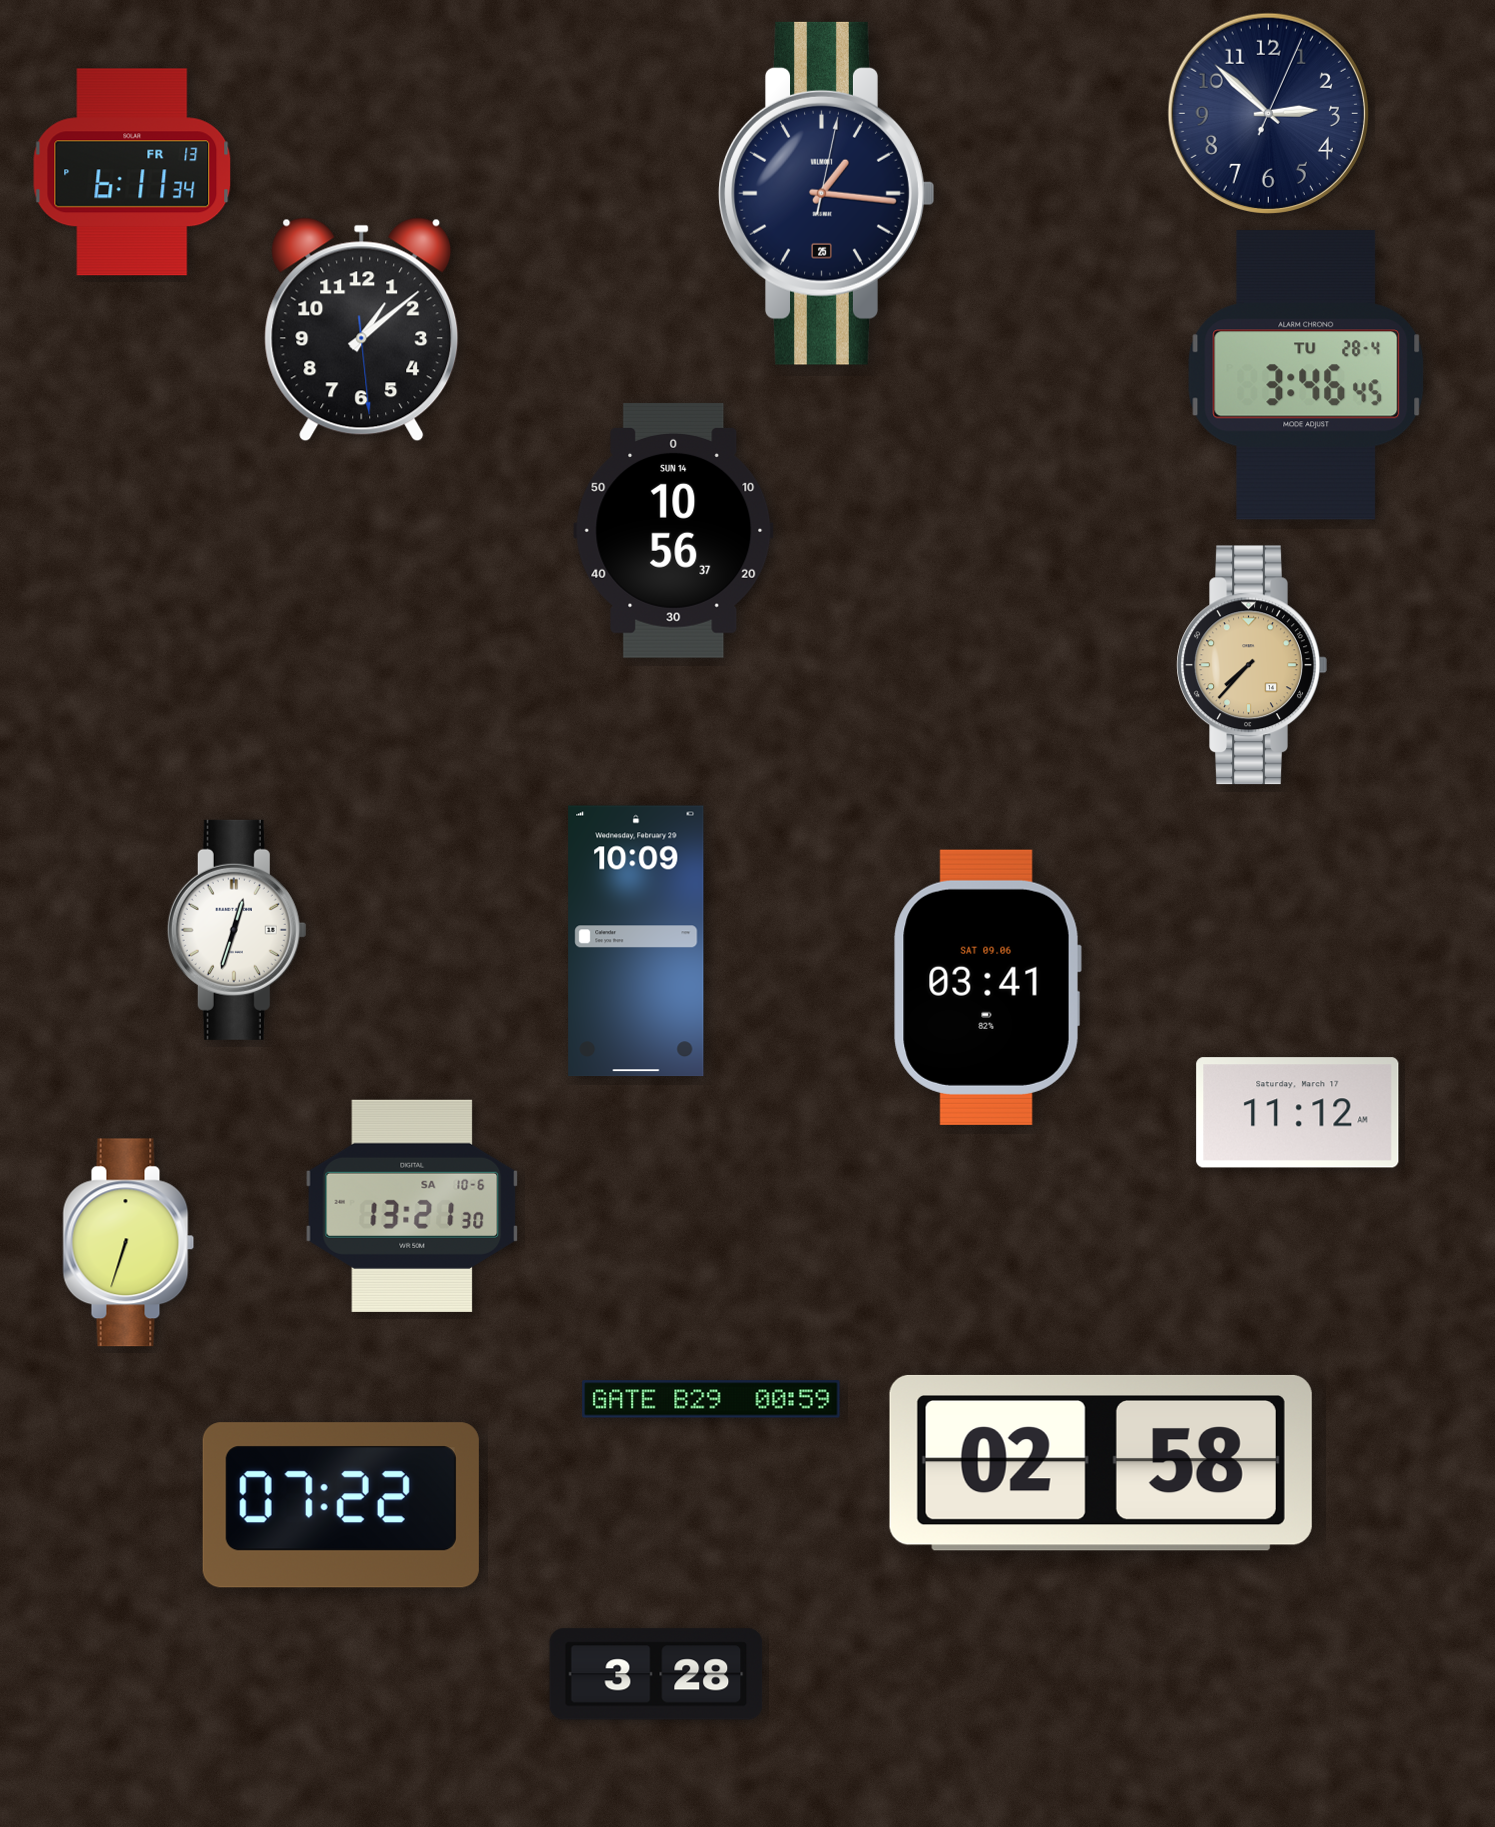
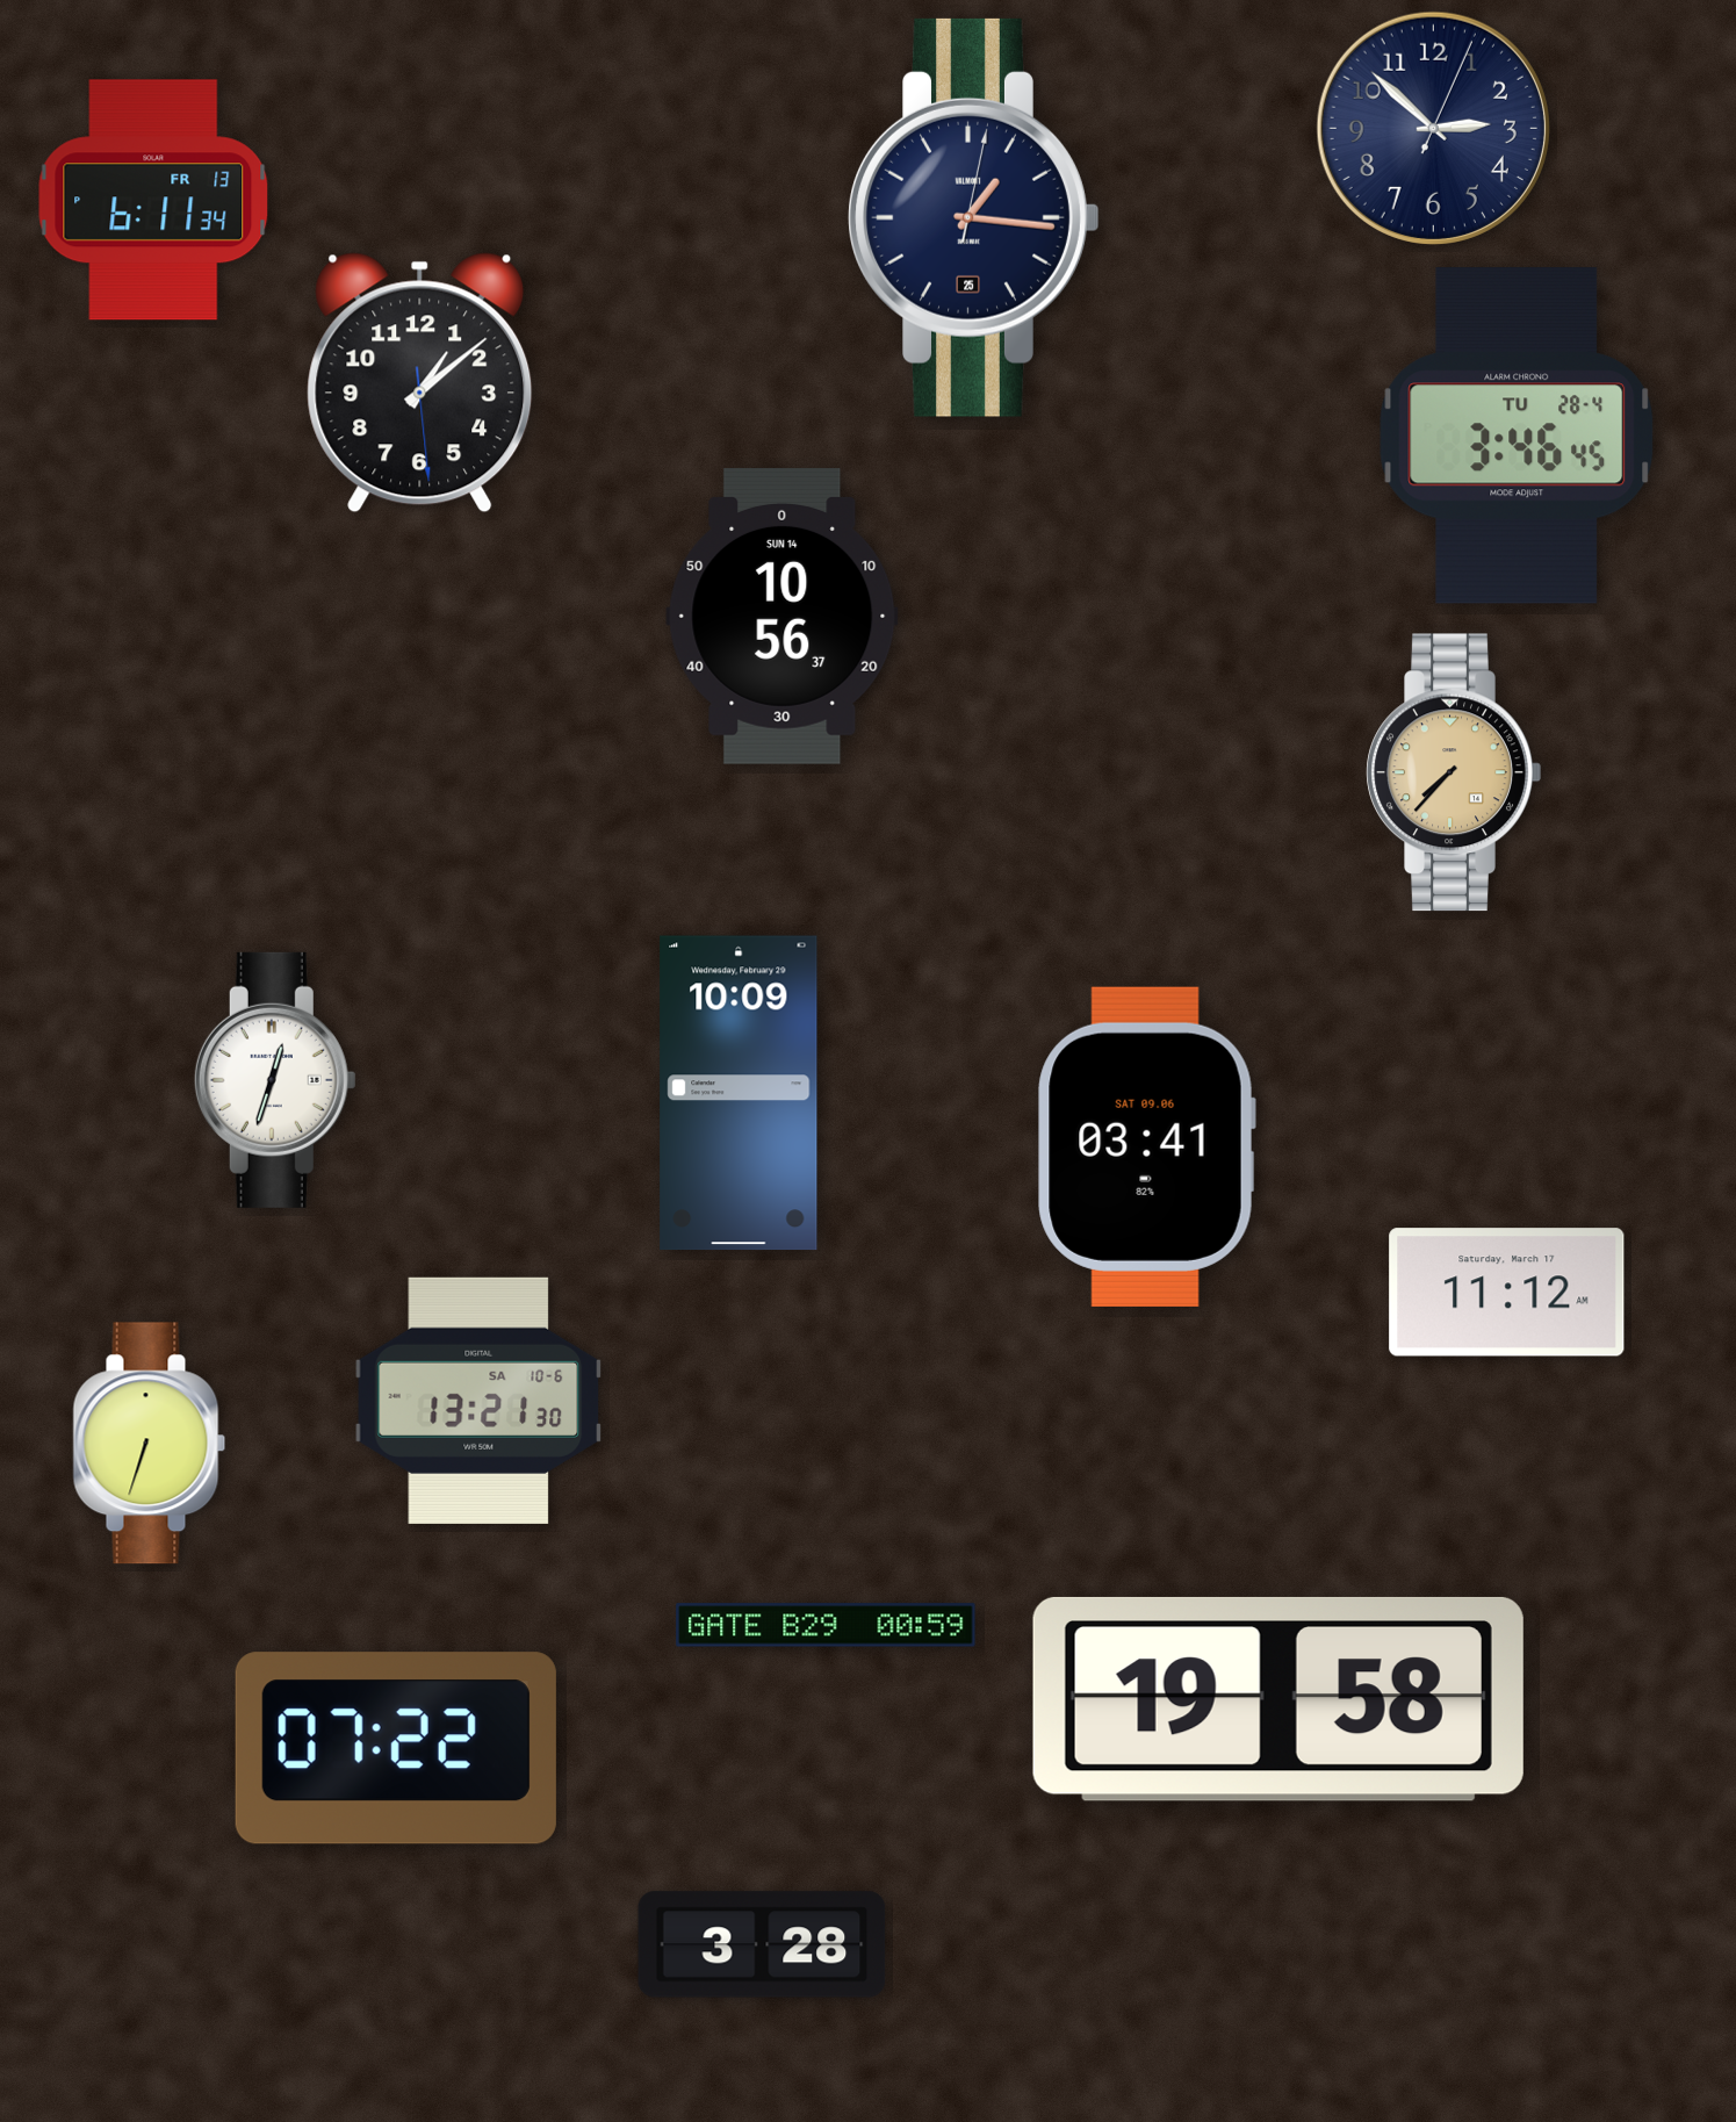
clock at (1268, 113) position: (1268, 113) -> (1433, 128)
clock at (827, 193) position: (827, 193) -> (974, 217)
clock at (1101, 1463): 02:58 -> 19:58
